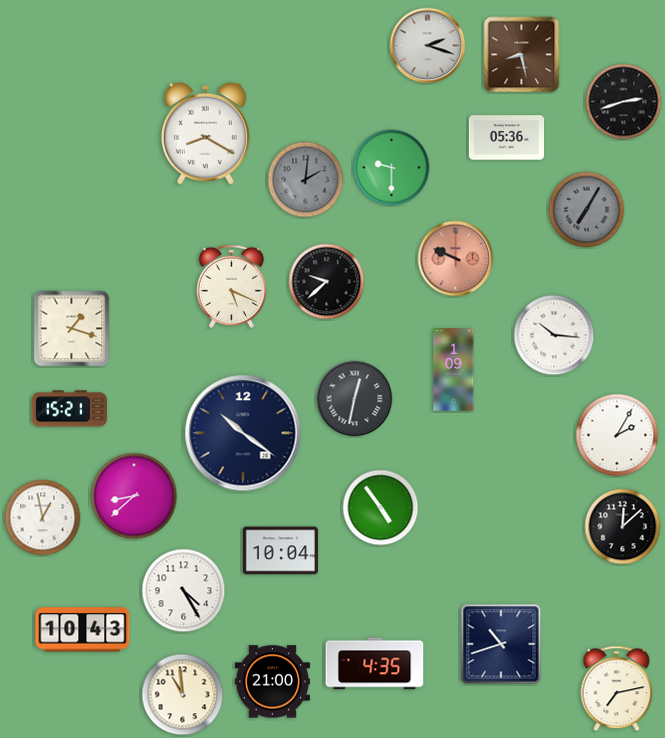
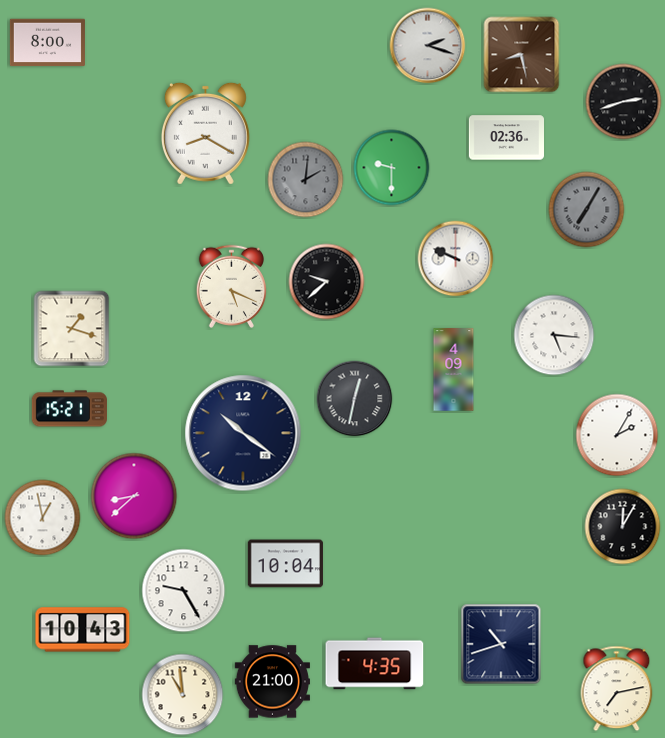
clock at (47, 43): none -> 8:00
clock at (506, 138): 05:36 -> 02:36
clock at (456, 259) dial: salmon -> white
clock at (554, 335): 10:16 -> 5:16
clock at (454, 370): 1:09 -> 4:09
clock at (381, 508): 4:54 -> none
clock at (623, 527): 12:08 -> 12:05
clock at (280, 551) position: (280, 551) -> (285, 564)
clock at (184, 591): 4:25 -> 9:25
